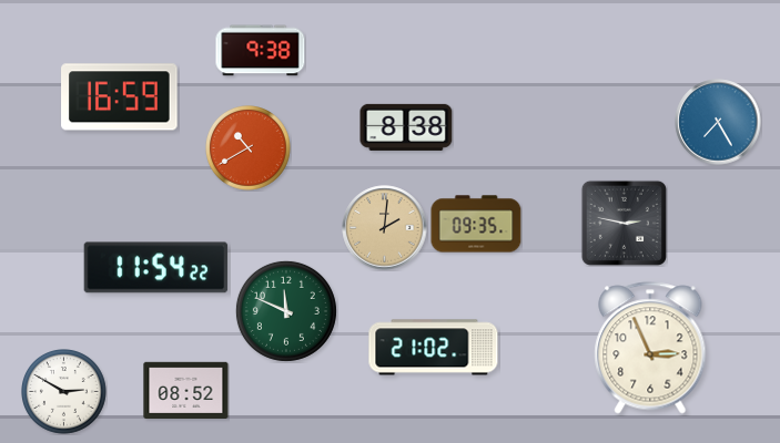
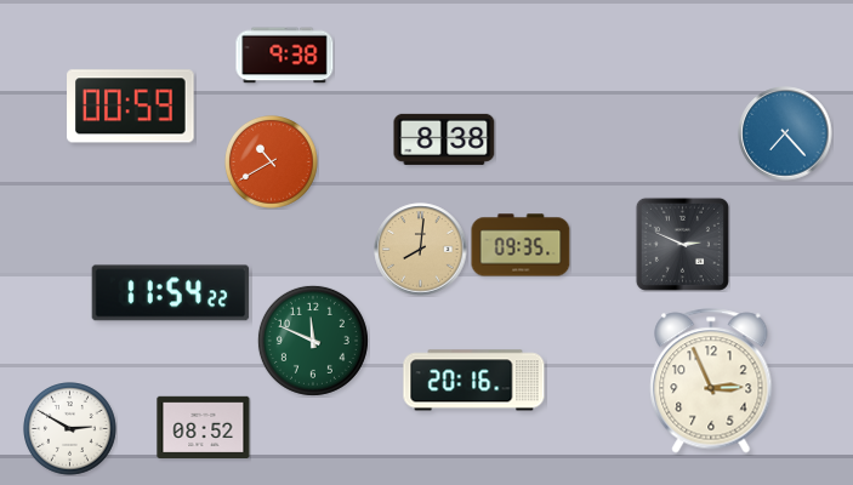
clock at (120, 97): 16:59 -> 00:59
clock at (718, 122): 7:25 -> 7:23
clock at (624, 223): 2:47 -> 2:49
clock at (385, 228): 2:01 -> 8:01
clock at (434, 348): 21:02 -> 20:16
